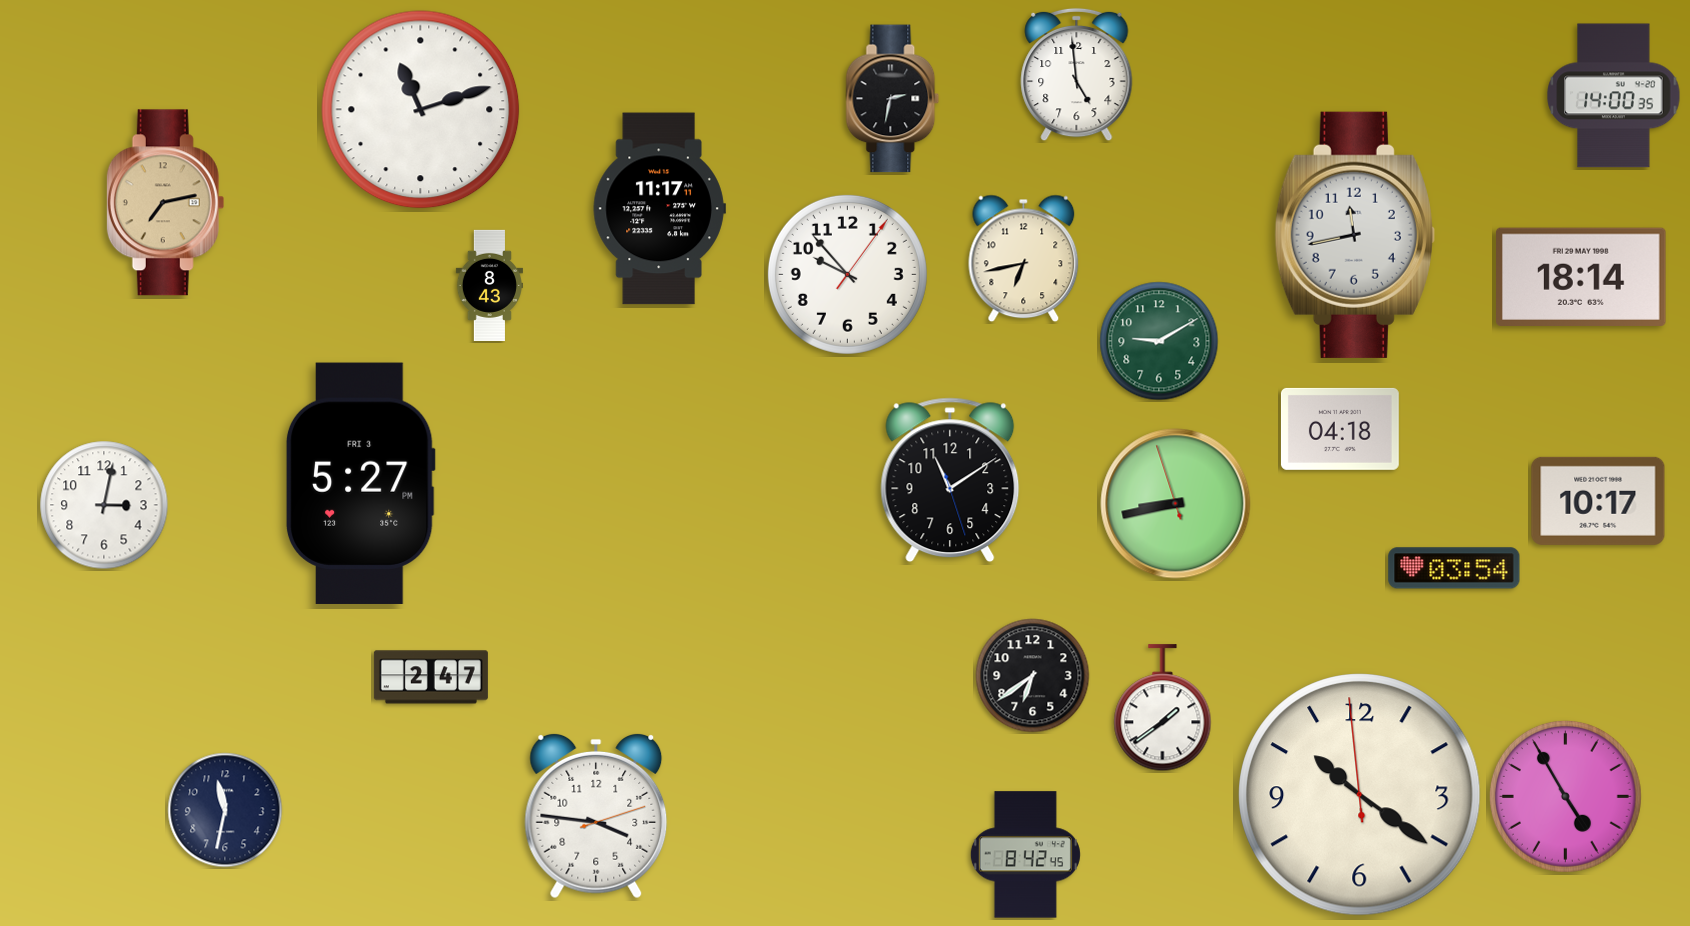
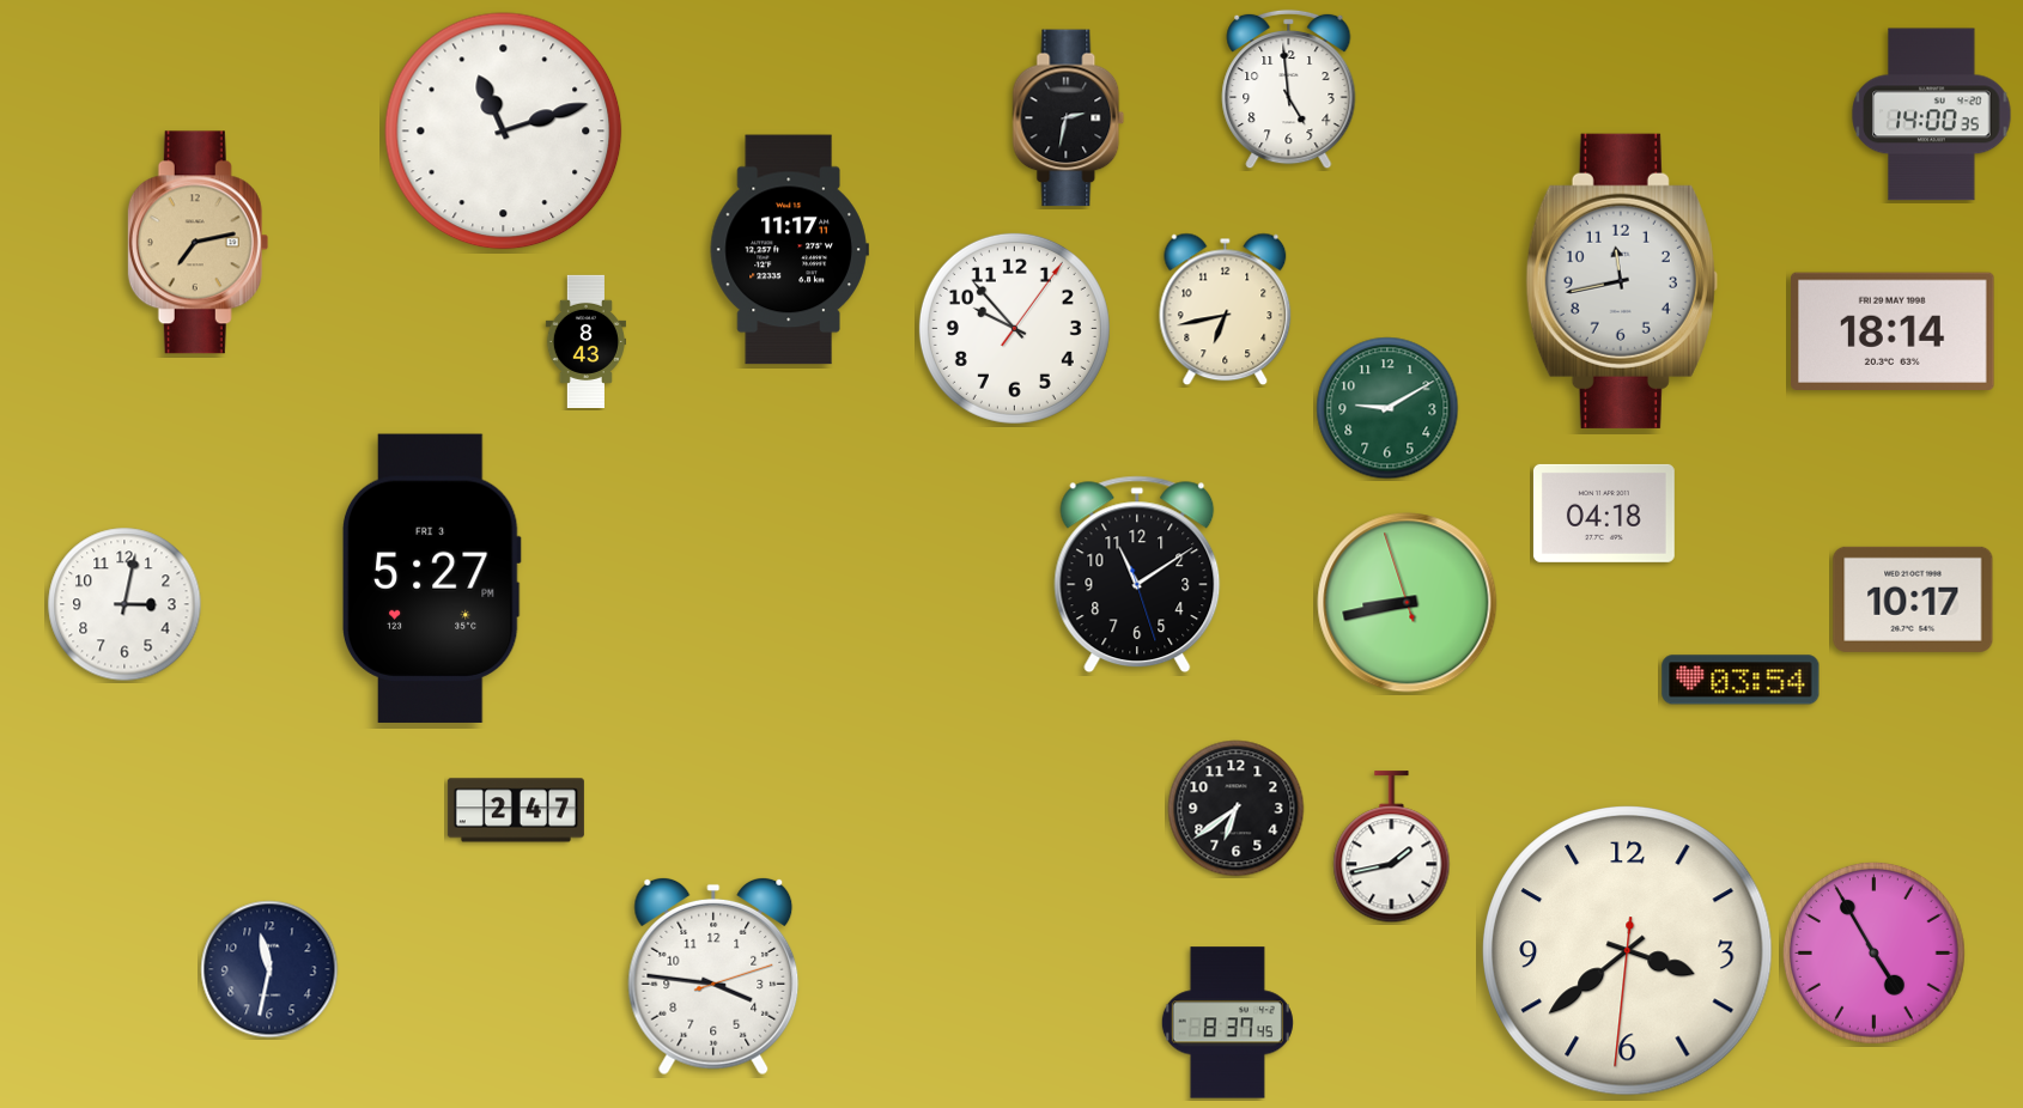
clock at (1163, 708): 1:39 -> 1:43
clock at (1360, 795): 10:20 -> 3:38
clock at (1025, 855): 8:42 -> 8:37
